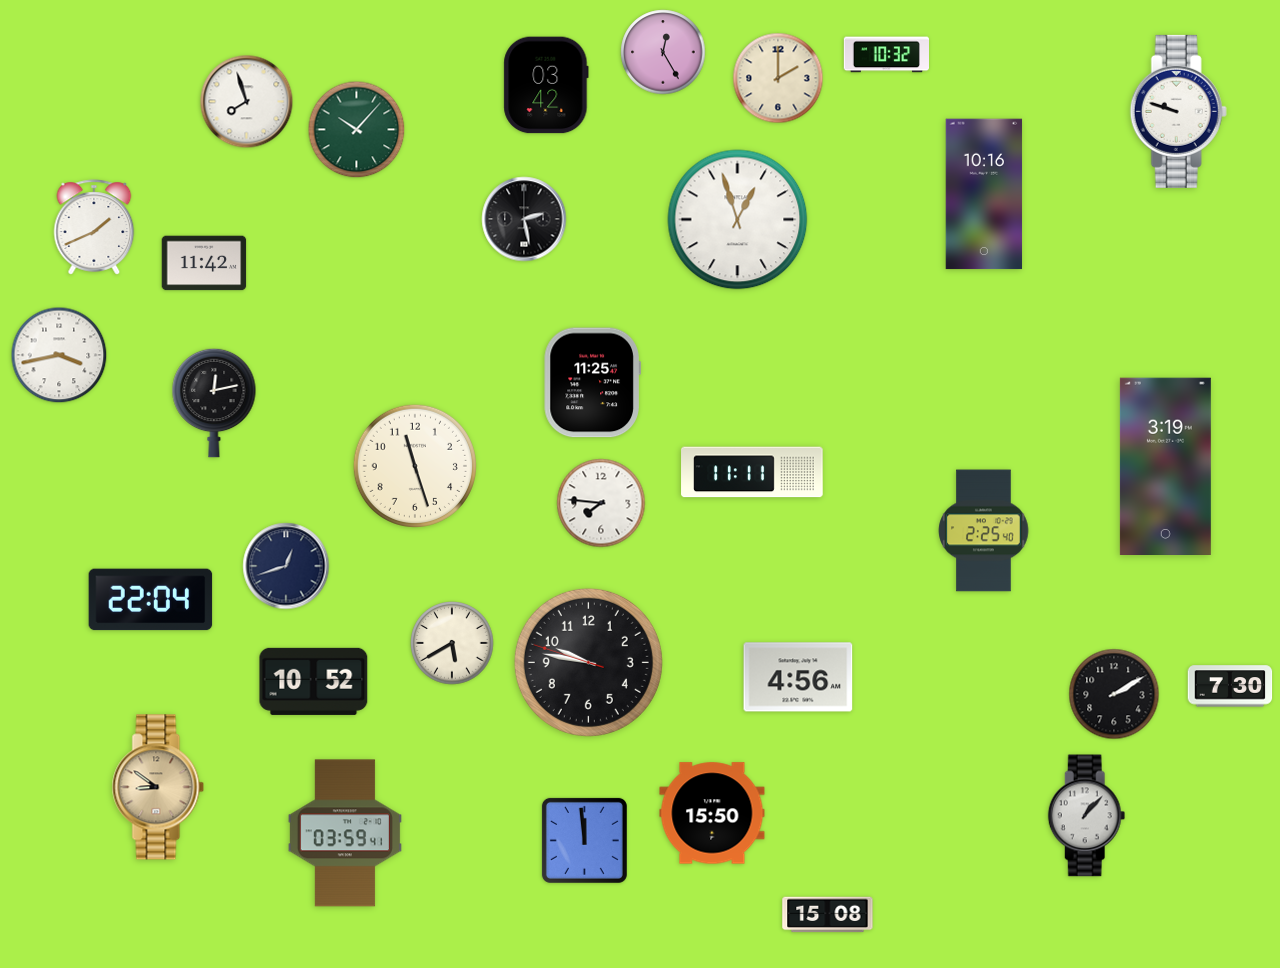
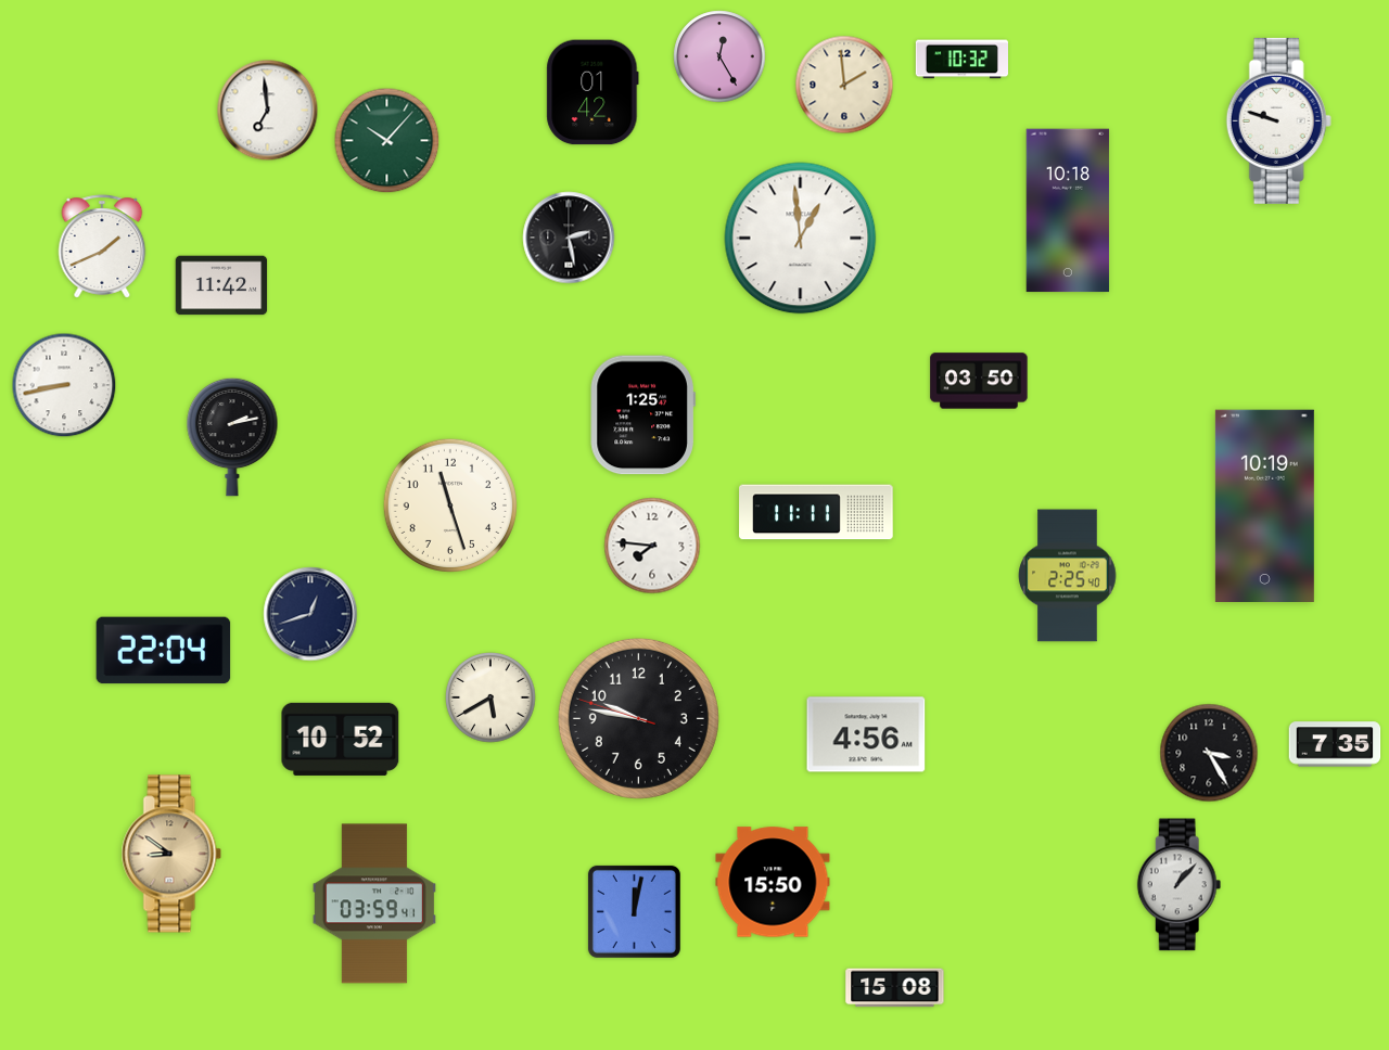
clock at (778, 78): 2:00 -> 1:59
clock at (546, 85): 03:42 -> 01:42
clock at (247, 102): 7:57 -> 6:59
clock at (984, 194): 10:16 -> 10:18
clock at (738, 220): 12:57 -> 12:59
clock at (979, 381): none -> 03:50
clock at (59, 355): 3:43 -> 8:43
clock at (592, 383): 11:25 -> 1:25
clock at (214, 403): 12:13 -> 2:13
clock at (1165, 466): 3:19 -> 10:19
clock at (1230, 686): 7:30 -> 7:35
clock at (1114, 694): 2:10 -> 3:25
clock at (584, 840): 11:59 -> 12:02
clock at (828, 915) position: (828, 915) -> (895, 988)
